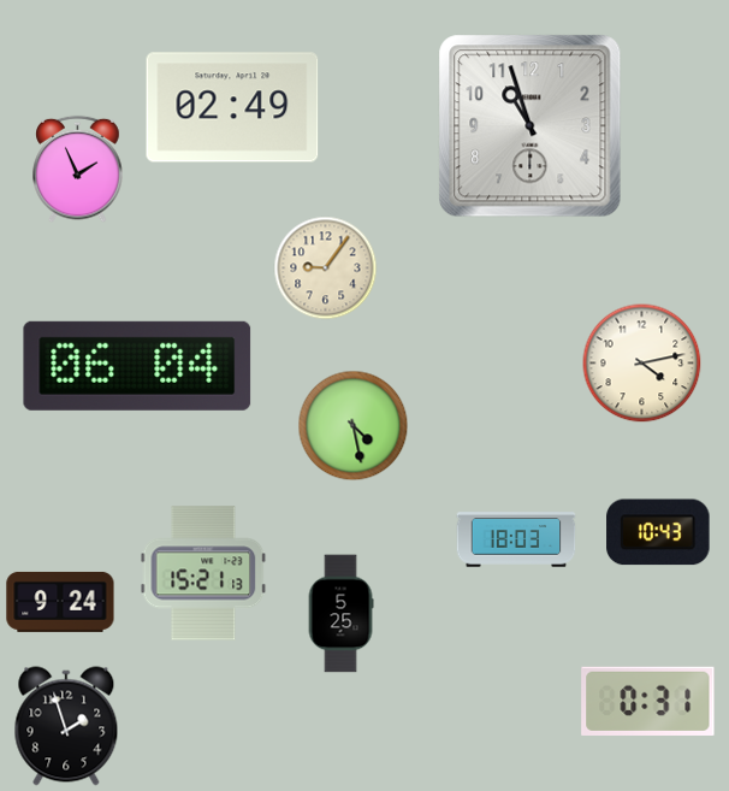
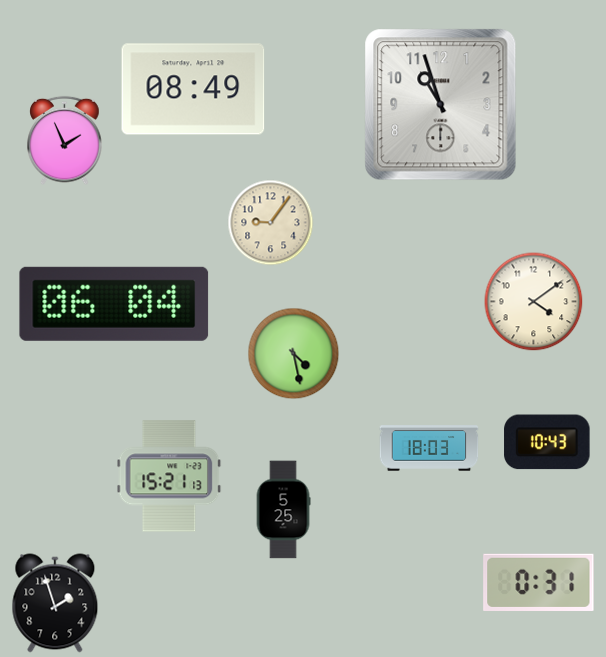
clock at (232, 107): 02:49 -> 08:49
clock at (642, 364): 4:13 -> 4:09
clock at (60, 602): 9:24 -> none
